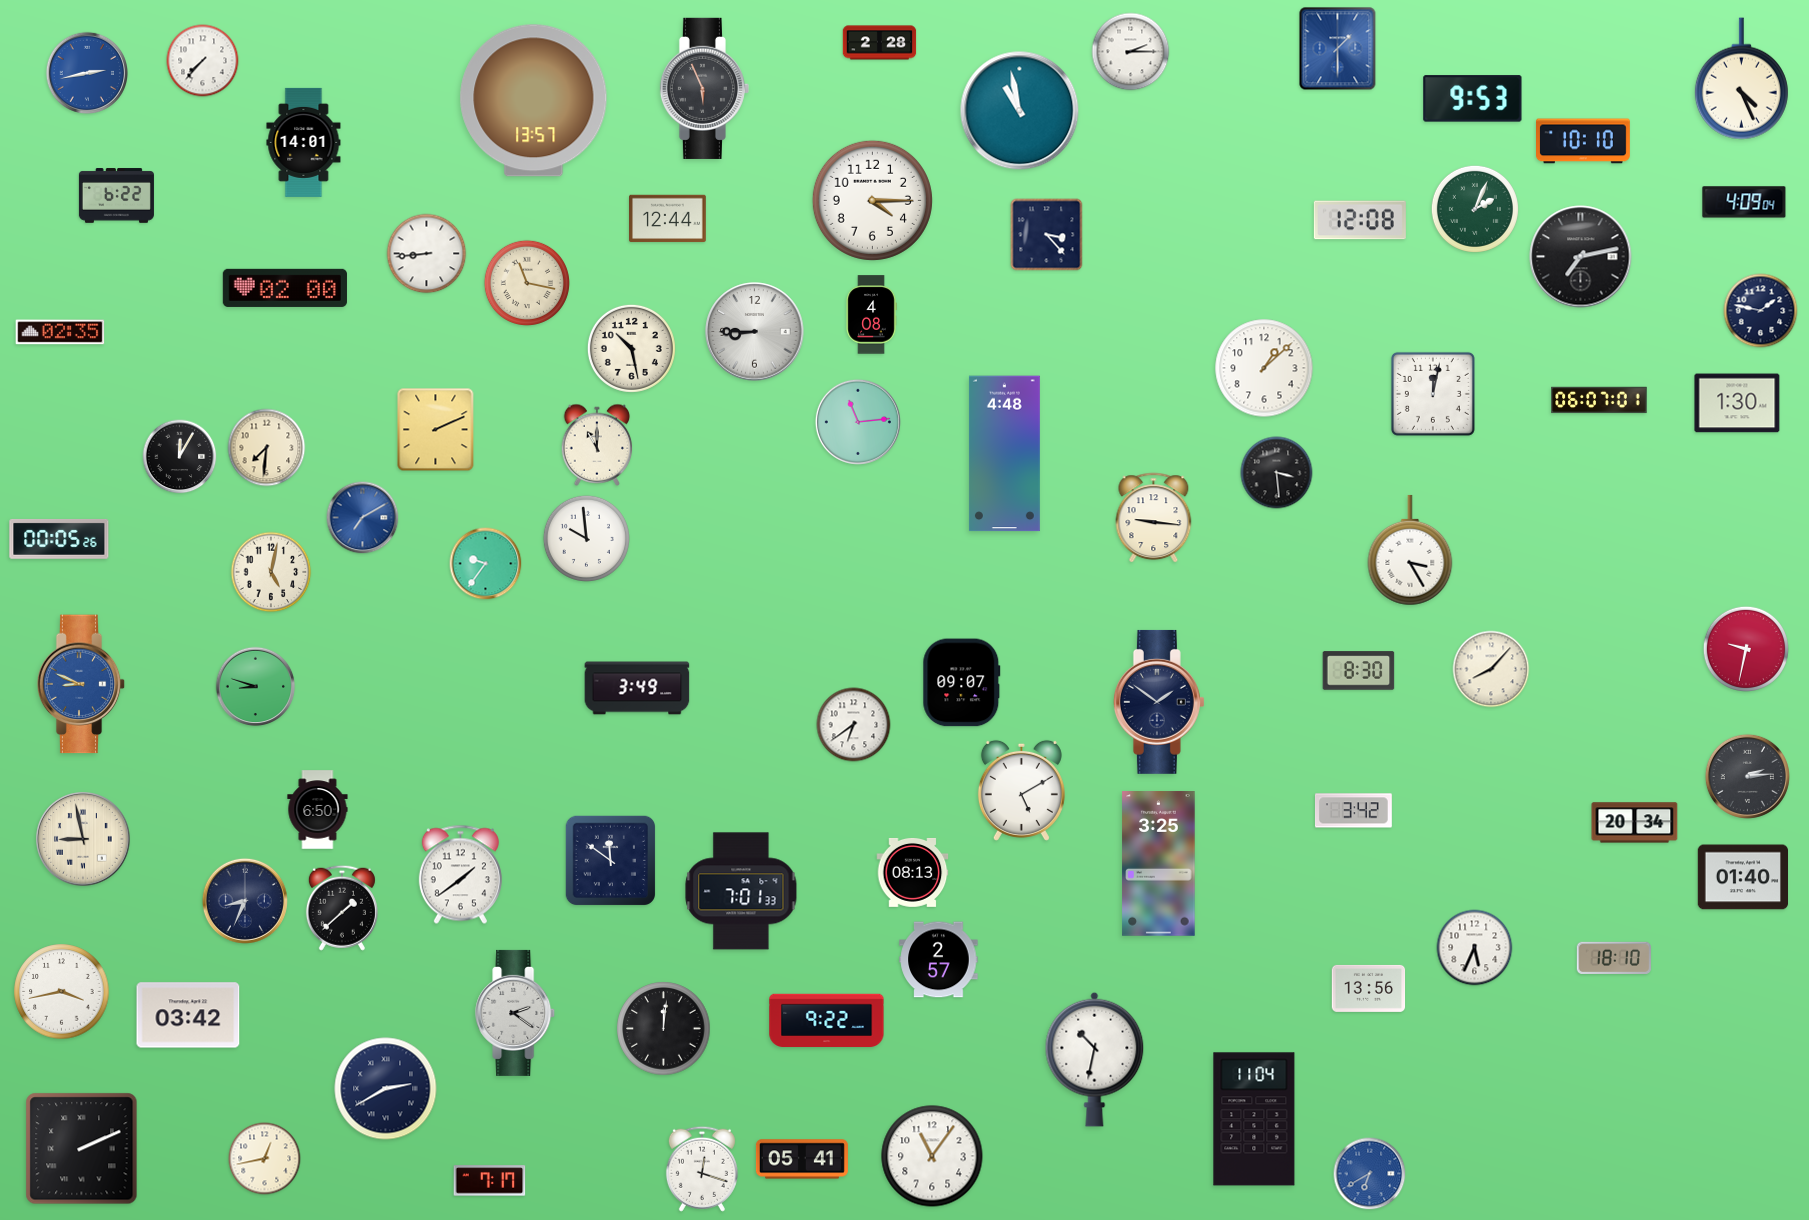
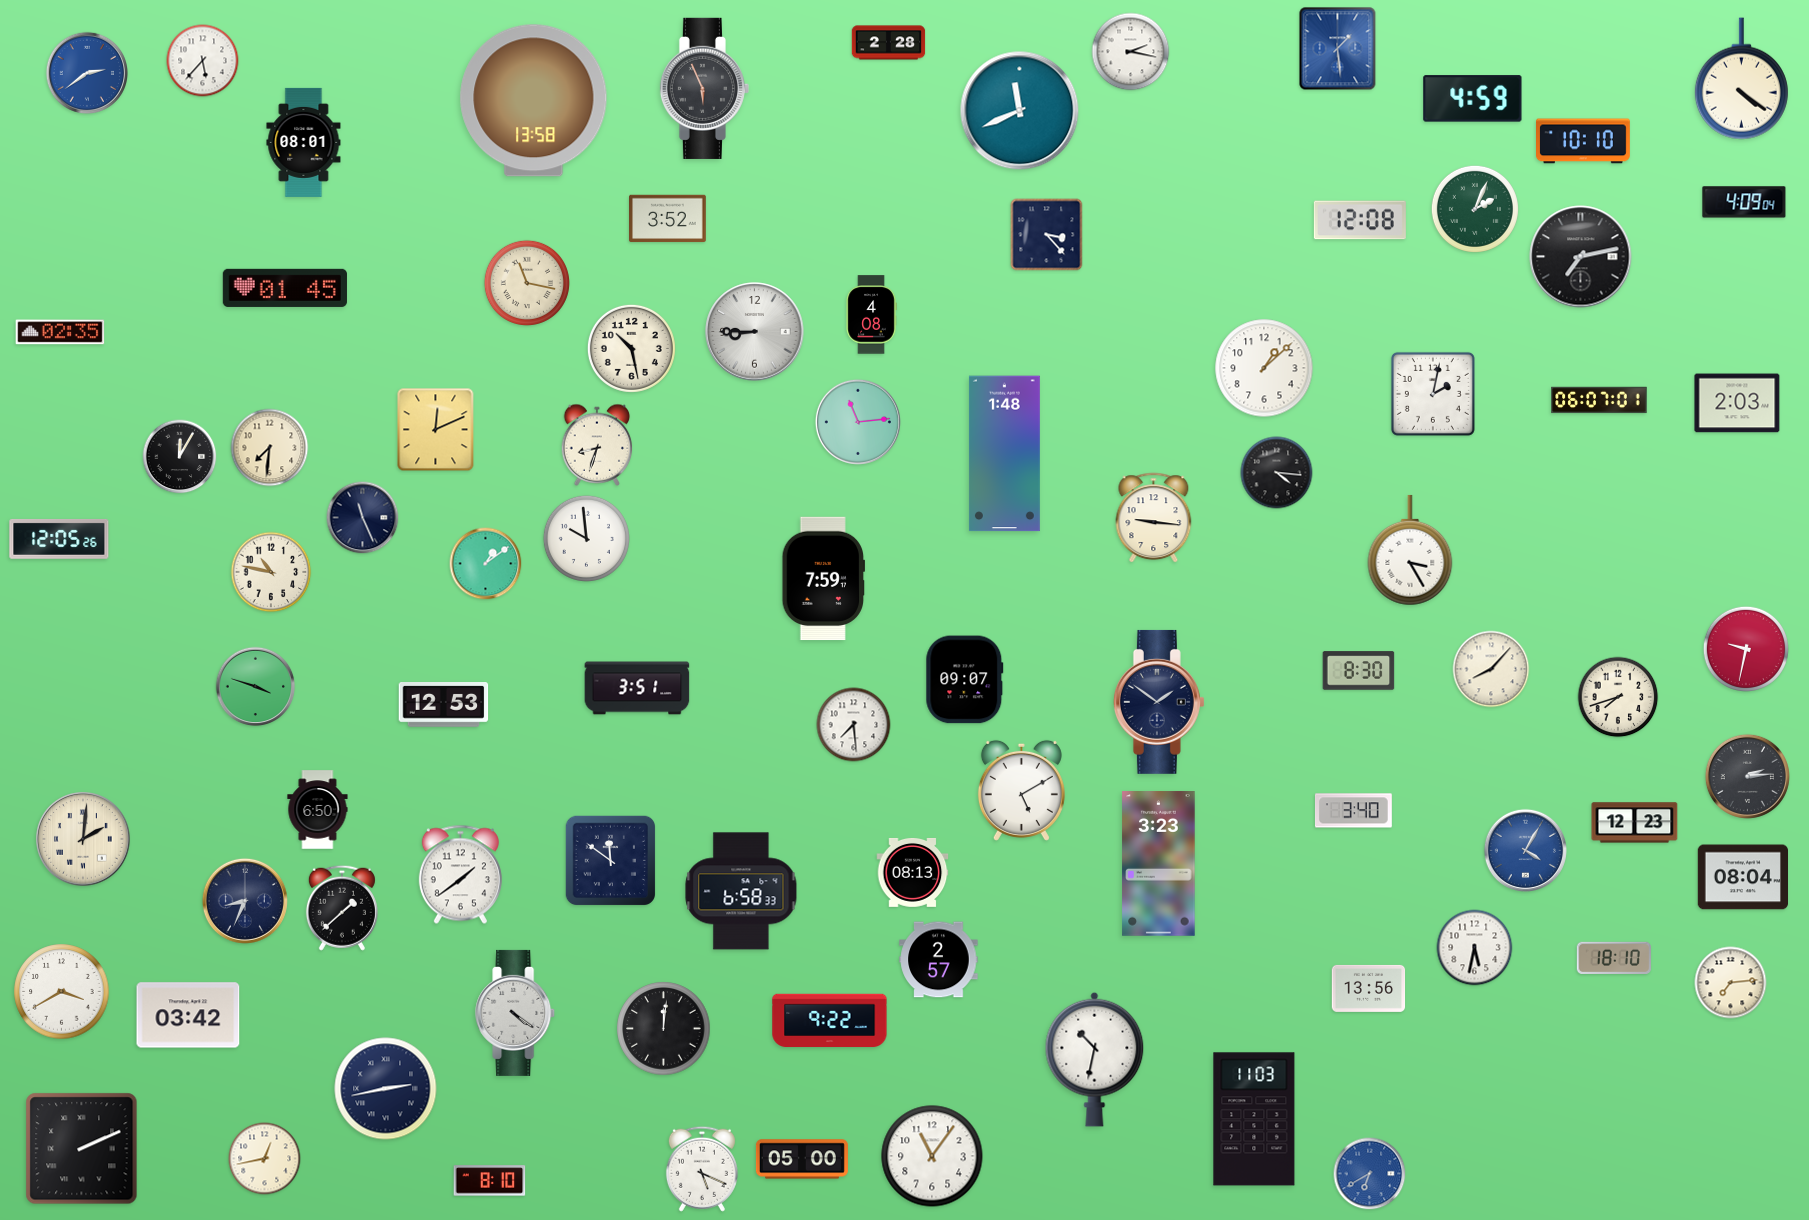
clock at (880, 43) position: (880, 43) -> (889, 43)
clock at (1338, 49): 1:30 -> 1:29
clock at (1131, 52): 2:15 -> 2:17
clock at (203, 61): 7:37 -> 5:37
clock at (86, 72): 2:43 -> 2:39
clock at (1741, 79): 4:26 -> 4:21
clock at (1473, 99): 9:53 -> 4:59
clock at (534, 101): 13:57 -> 13:58
clock at (1020, 111): 10:58 -> 11:41
clock at (304, 142): 14:01 -> 08:01
clock at (116, 196): 6:22 -> none
clock at (872, 200): 4:15 -> none
clock at (668, 219): 12:44 -> 3:52
clock at (427, 254): 8:44 -> none
clock at (285, 288): 02:00 -> 01:45
clock at (1761, 311): 1:47 -> none
clock at (1433, 394): 12:02 -> 2:02
clock at (1737, 403): 1:30 -> 2:03
clock at (436, 430): 2:11 -> 12:11
clock at (597, 445): 11:00 -> 8:33
clock at (267, 448) position: (267, 448) -> (270, 448)
clock at (1004, 454): 4:48 -> 1:48
clock at (1277, 473): 3:29 -> 4:16
clock at (363, 518): 7:10 -> 11:26
clock at (363, 518) dial: blue -> navy
clock at (59, 539): 00:05 -> 12:05
clock at (486, 564): 9:36 -> 1:09
clock at (271, 572): 5:02 -> 10:47
clock at (823, 579): none -> 7:59
clock at (962, 683) position: (962, 683) -> (965, 680)
clock at (81, 684): 8:49 -> none
clock at (256, 687): 8:48 -> 3:48
clock at (637, 688): 3:49 -> 3:51
clock at (1618, 697): none -> 7:42
clock at (444, 705): none -> 12:53
clock at (854, 725): 6:39 -> 7:29
clock at (1353, 811): 3:42 -> 3:40
clock at (1635, 823): 20:34 -> 12:23
clock at (83, 839): 8:58 -> 2:01
clock at (1525, 850): none -> 4:05
clock at (1159, 864): 3:25 -> 3:23
clock at (1742, 877): 01:40 -> 08:04
clock at (741, 891): 7:01 -> 6:58
clock at (1475, 948): 5:34 -> 5:32
clock at (1731, 983): none -> 7:14
clock at (62, 992): 3:43 -> 3:40
clock at (516, 1013): 2:21 -> 4:21
clock at (827, 1021) position: (827, 1021) -> (830, 1021)
clock at (386, 1089): 2:40 -> 2:43
clock at (1254, 1119): 11:04 -> 11:03
clock at (802, 1159): 05:41 -> 05:00
clock at (702, 1169): 12:18 -> 5:19
clock at (490, 1181): 7:17 -> 8:10
